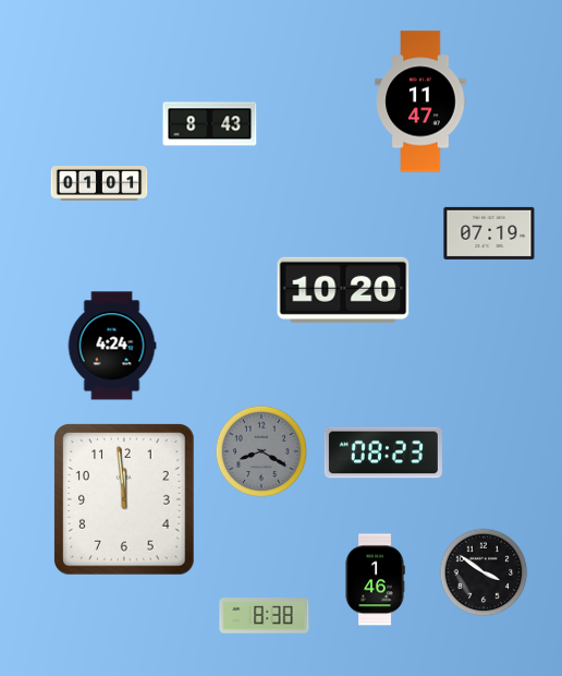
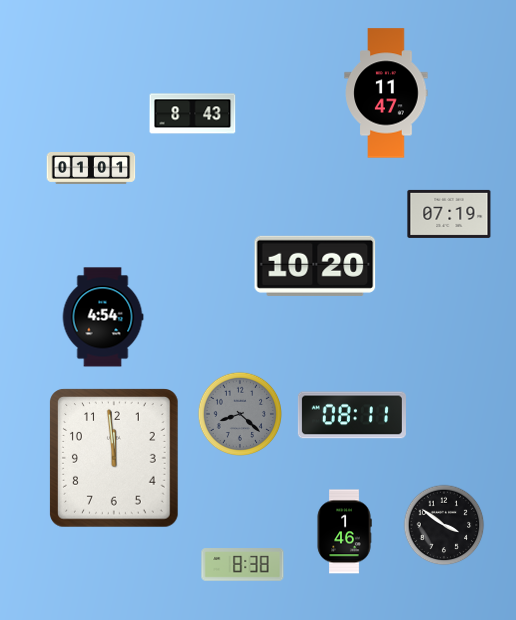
clock at (112, 346): 4:24 -> 4:54
clock at (261, 451): 8:20 -> 8:22
clock at (383, 452): 08:23 -> 08:11
